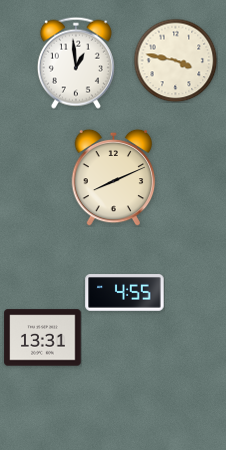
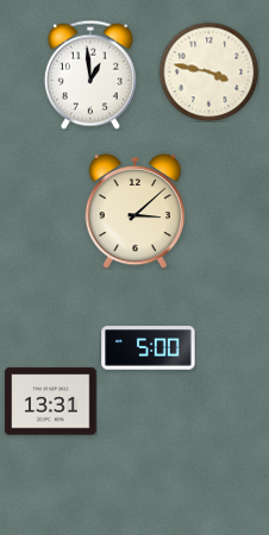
clock at (114, 177): 8:11 -> 3:08
clock at (125, 293): 4:55 -> 5:00
